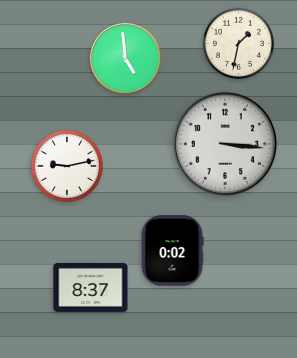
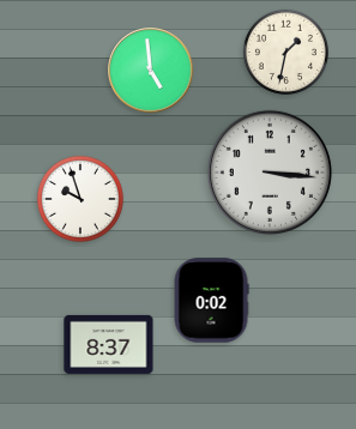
clock at (67, 166): 9:13 -> 9:57
clock at (172, 251) position: (172, 251) -> (211, 301)
